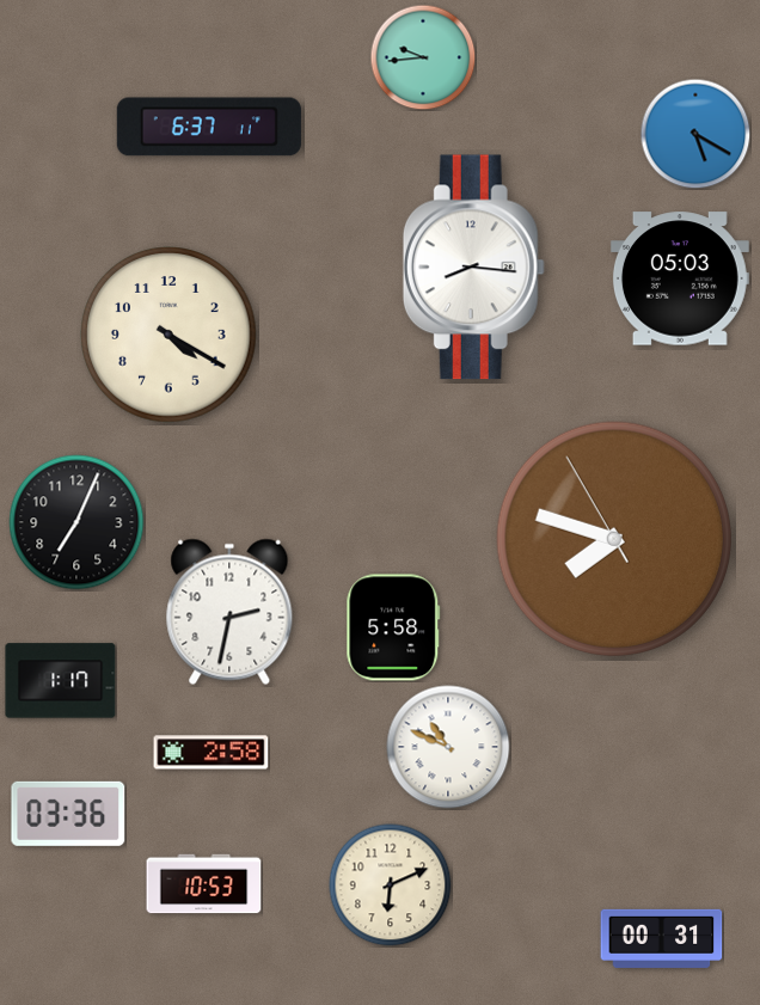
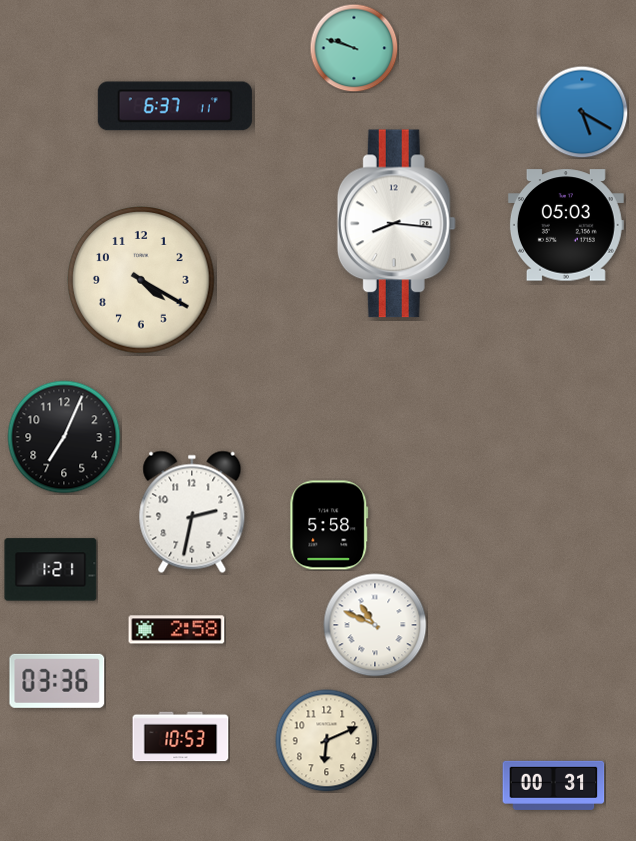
clock at (423, 57): 9:44 -> 9:48
clock at (680, 278) position: (680, 278) -> (566, 225)
clock at (613, 538): 7:47 -> none
clock at (61, 681): 1:17 -> 1:21
clock at (204, 884) position: (204, 884) -> (181, 737)
